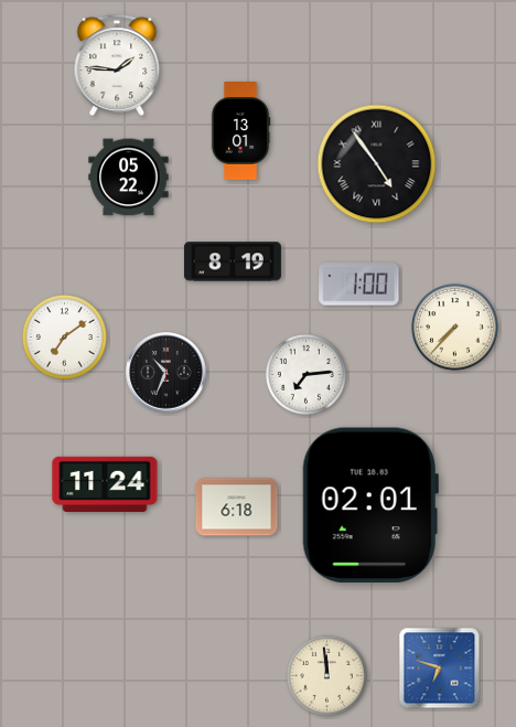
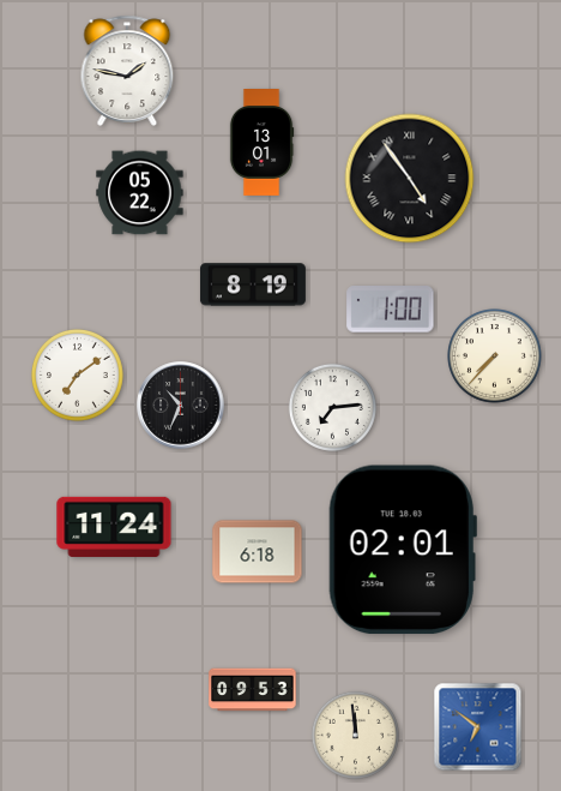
clock at (117, 65): 1:46 -> 1:47
clock at (64, 336) position: (64, 336) -> (77, 374)
clock at (253, 690): none -> 09:53
clock at (440, 669): 6:48 -> 6:51
